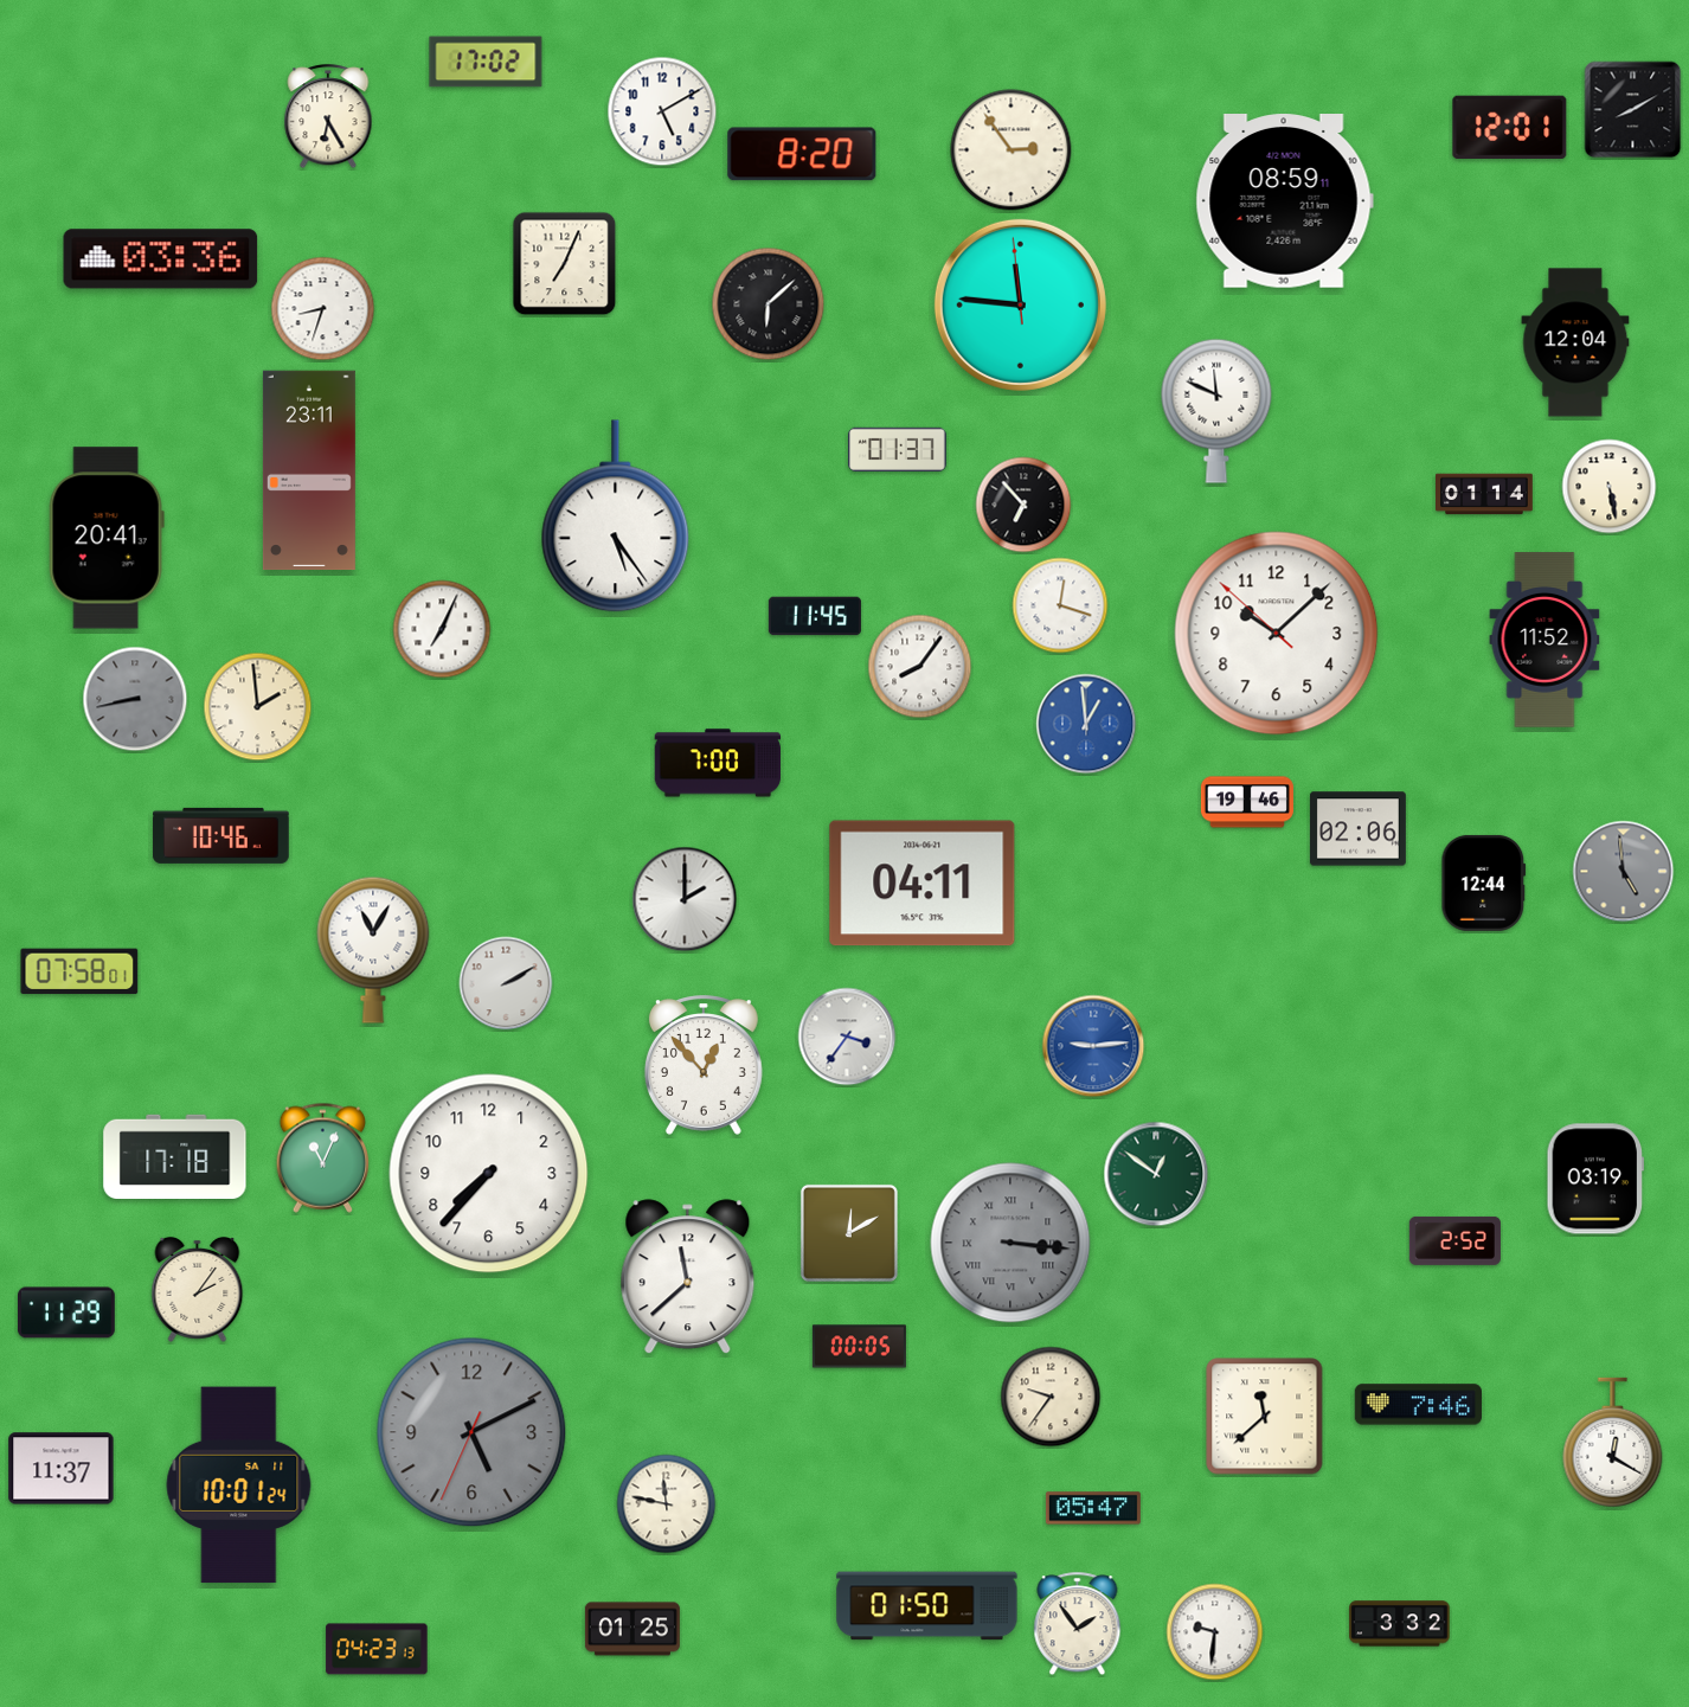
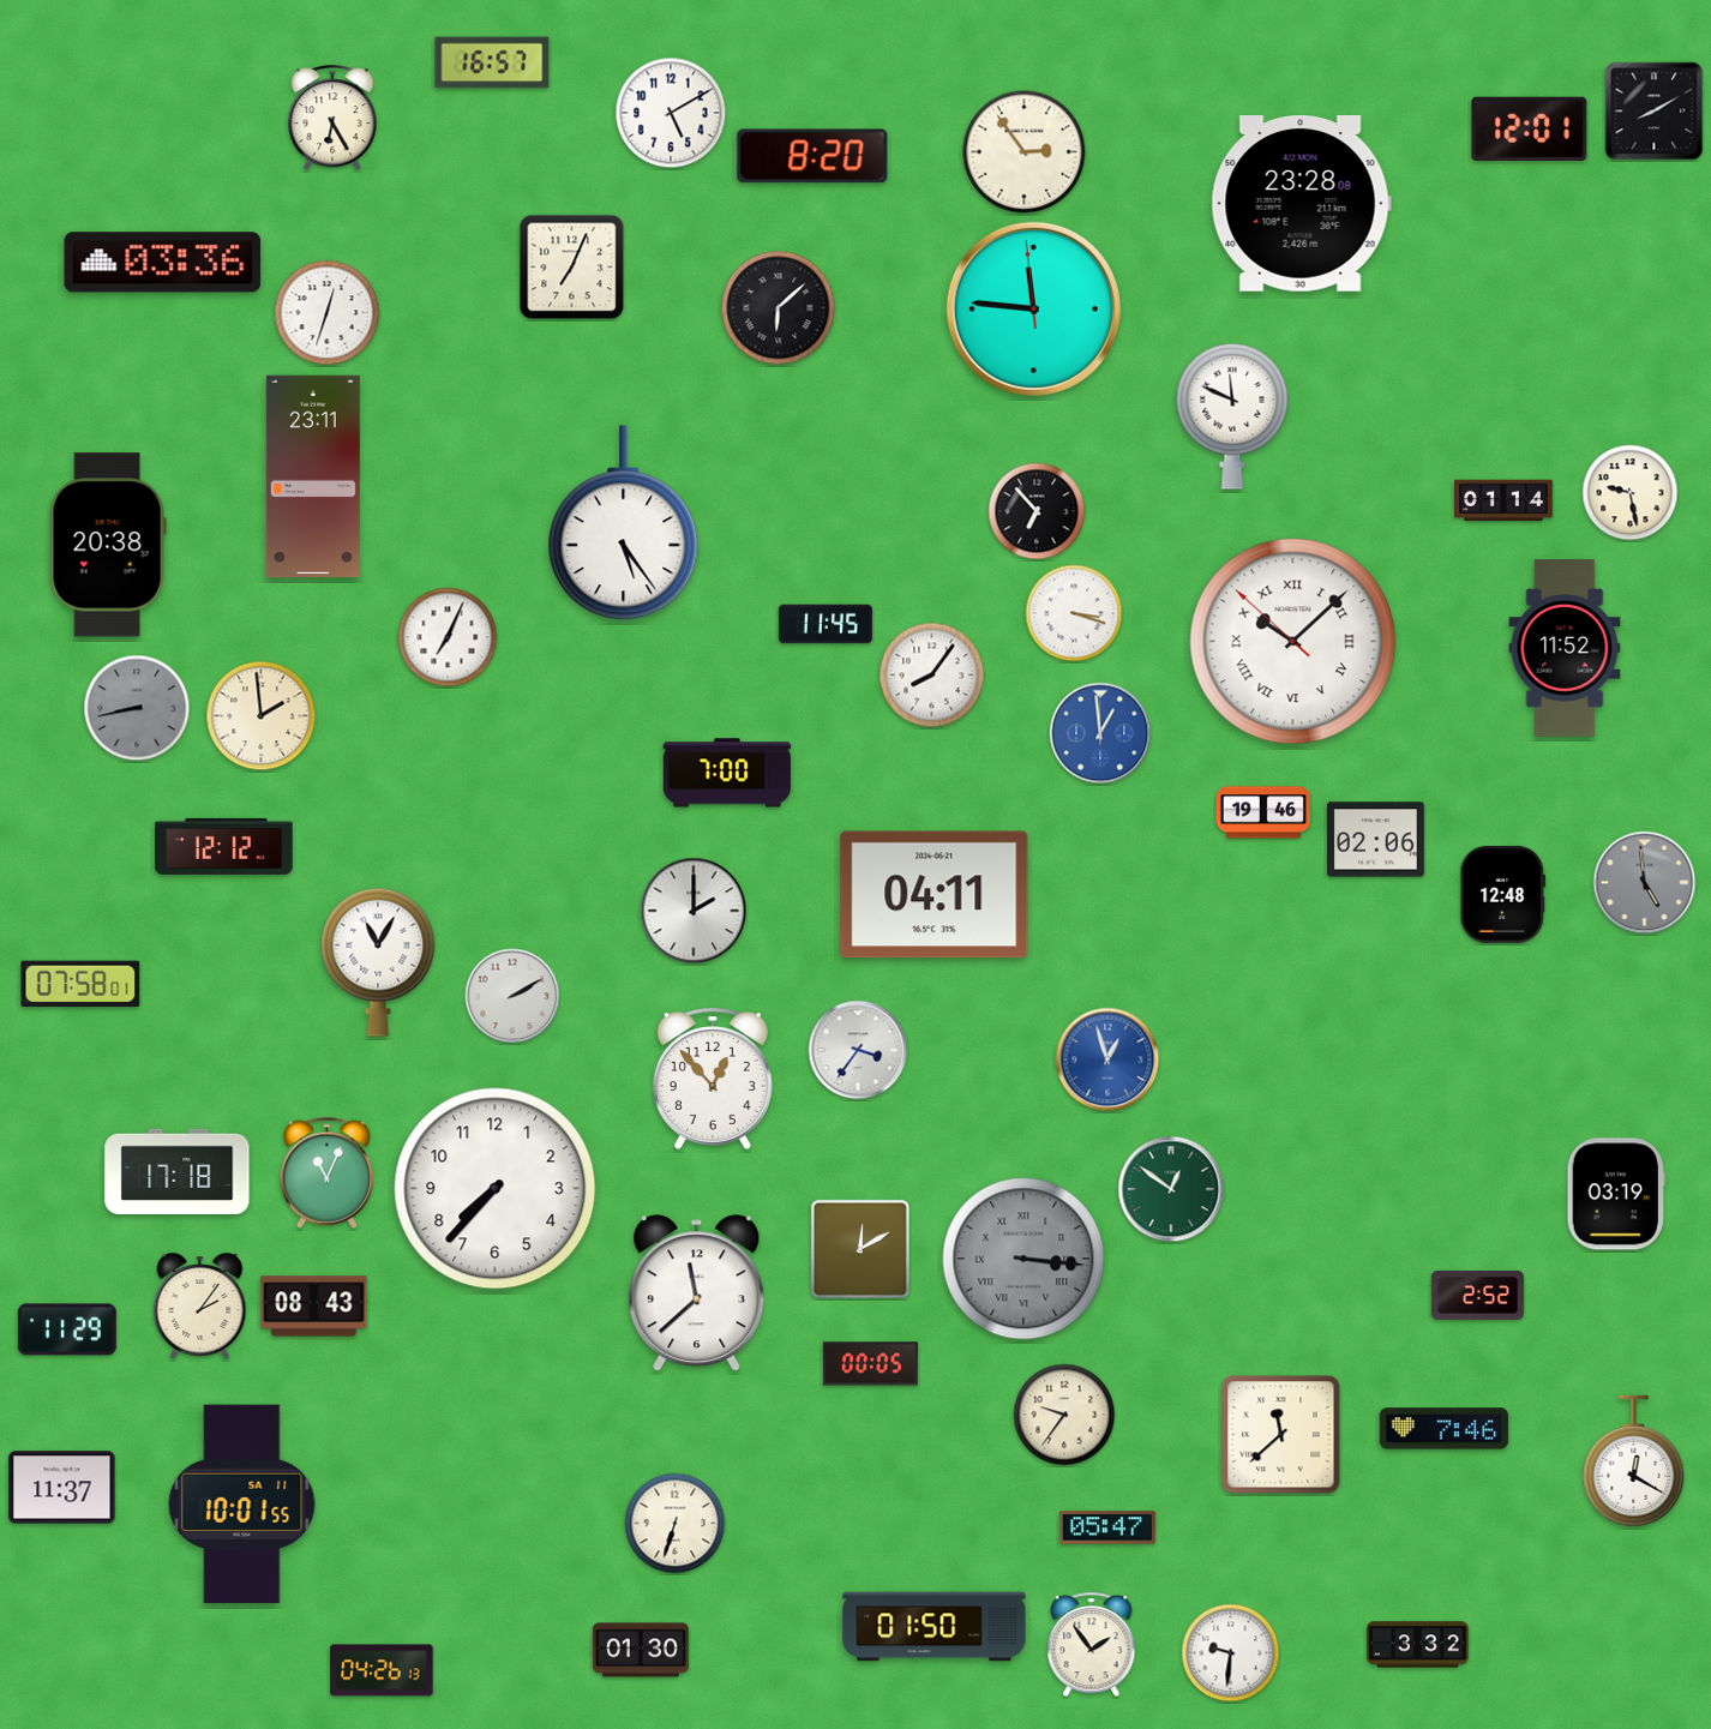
clock at (486, 62): 17:02 -> 16:57
clock at (1284, 201): 08:59 -> 23:28
clock at (323, 309): 8:33 -> 12:33
clock at (1575, 342): 12:04 -> none
clock at (898, 449): 01:37 -> none
clock at (1610, 487): 5:28 -> 9:28
clock at (107, 538): 20:41 -> 20:38
clock at (1060, 605): 12:18 -> 3:18
clock at (1277, 634) numerals: Arabic -> Roman
clock at (221, 835): 10:46 -> 12:12
clock at (1484, 883): 12:44 -> 12:48
clock at (1093, 1046): 9:14 -> 12:57
clock at (1454, 1240) position: (1454, 1240) -> (1477, 1295)
clock at (314, 1307): none -> 08:43
clock at (1418, 1405) position: (1418, 1405) -> (1443, 1429)
clock at (471, 1432): 5:10 -> none
clock at (239, 1485): 10:01:24 -> 10:01:55
clock at (667, 1504): 11:47 -> 6:33
clock at (927, 1606) position: (927, 1606) -> (935, 1627)
clock at (632, 1629): 01:25 -> 01:30
clock at (377, 1649): 04:23 -> 04:26
